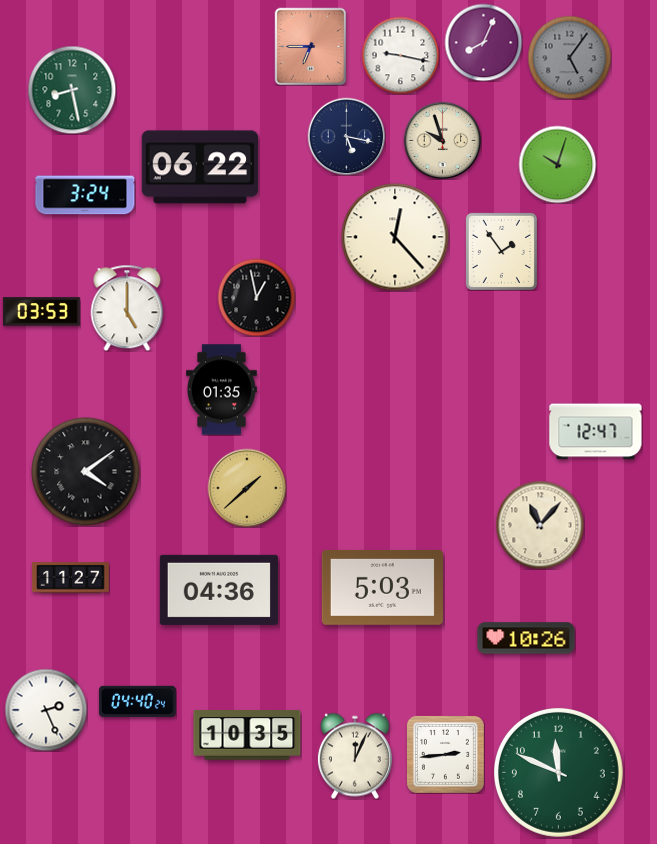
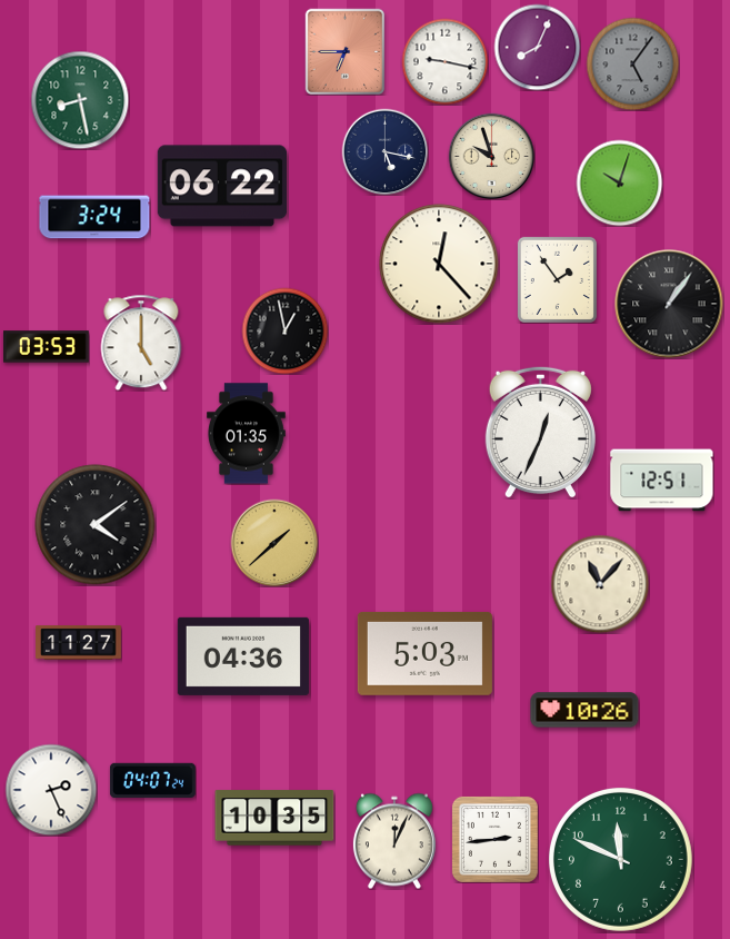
clock at (669, 304): none -> 1:06
clock at (540, 432): none -> 12:34
clock at (596, 432): 12:47 -> 12:51
clock at (137, 701): 04:40 -> 04:07
